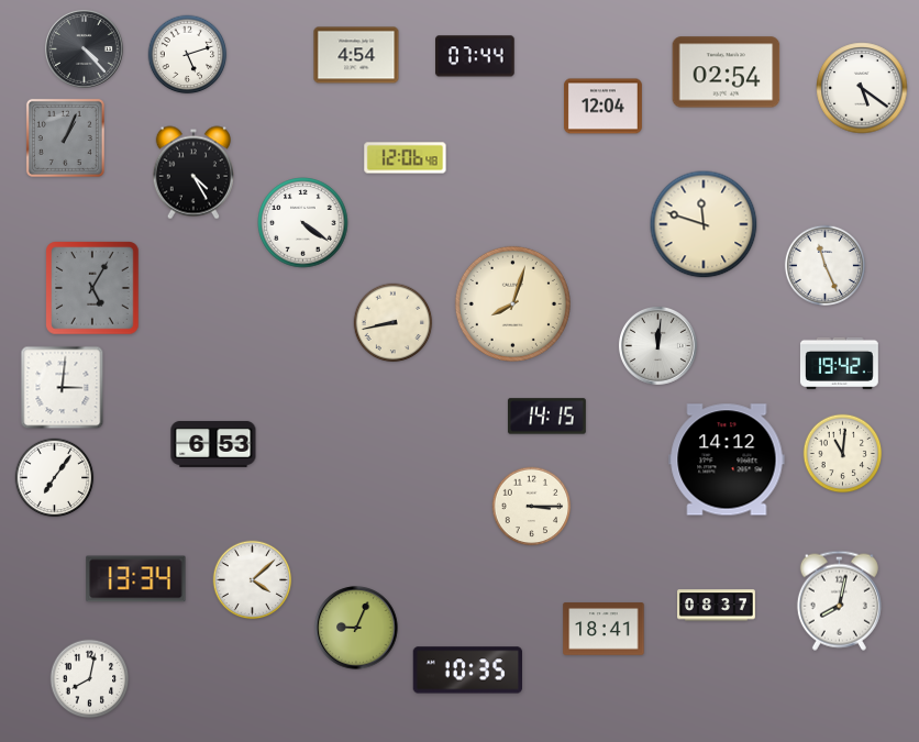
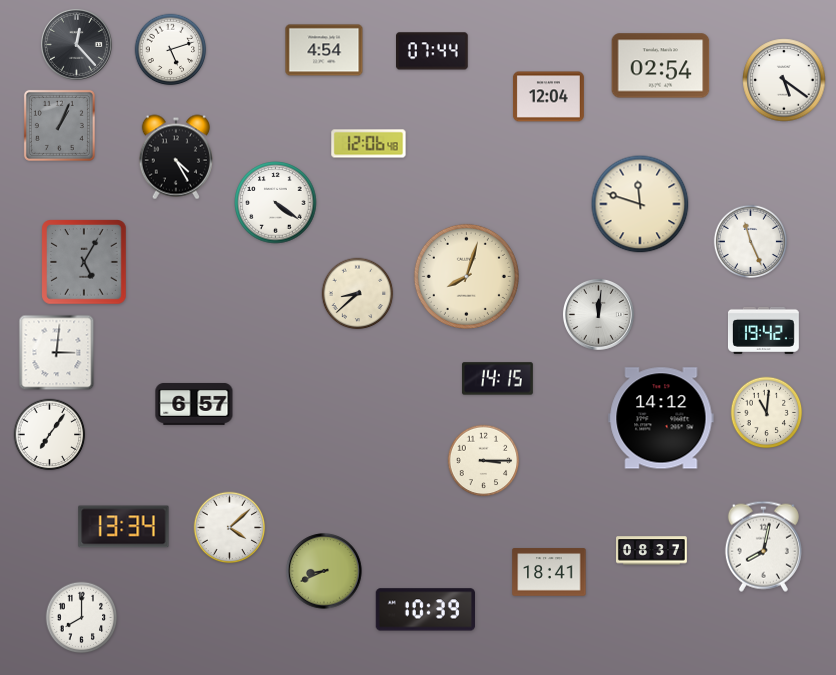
clock at (84, 48): 4:23 -> 12:23
clock at (394, 323): 8:43 -> 8:38
clock at (213, 444): 6:53 -> 6:57
clock at (356, 628): 9:04 -> 8:41
clock at (467, 671): 10:35 -> 10:39
clock at (90, 679): 8:02 -> 8:00
